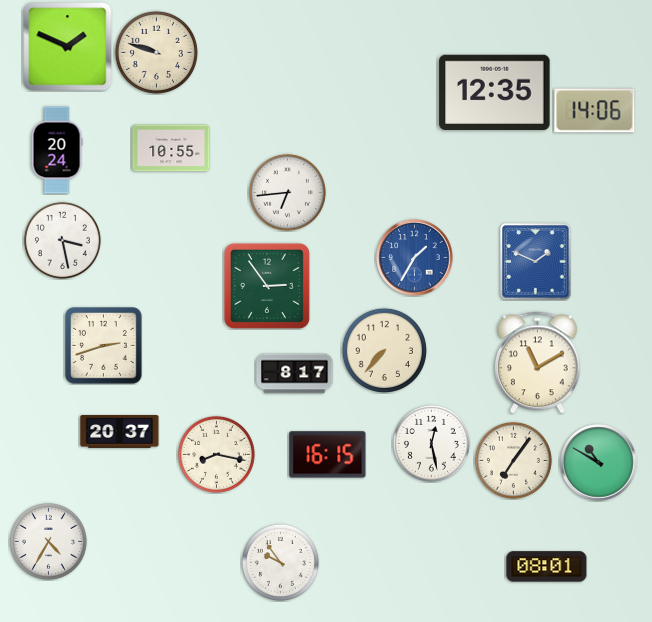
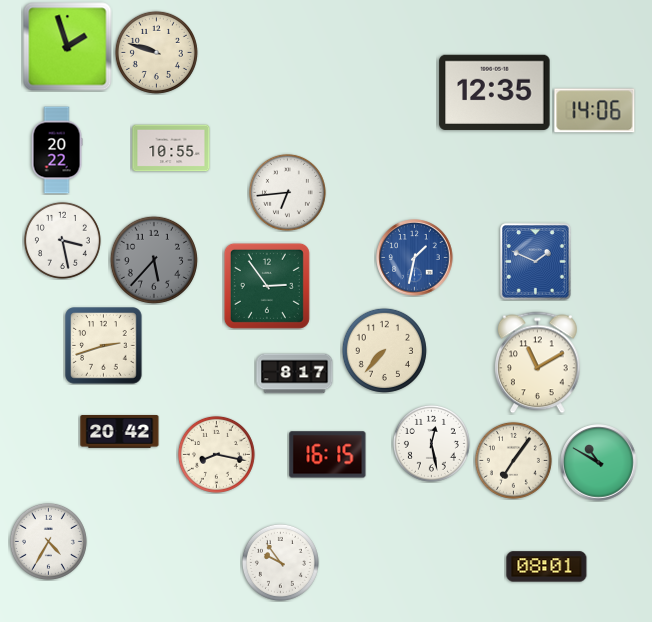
clock at (68, 47): 1:49 -> 1:57
clock at (57, 150): 20:24 -> 20:22
clock at (415, 258): 1:35 -> 1:32
clock at (154, 260): none -> 5:37
clock at (120, 432): 20:37 -> 20:42
